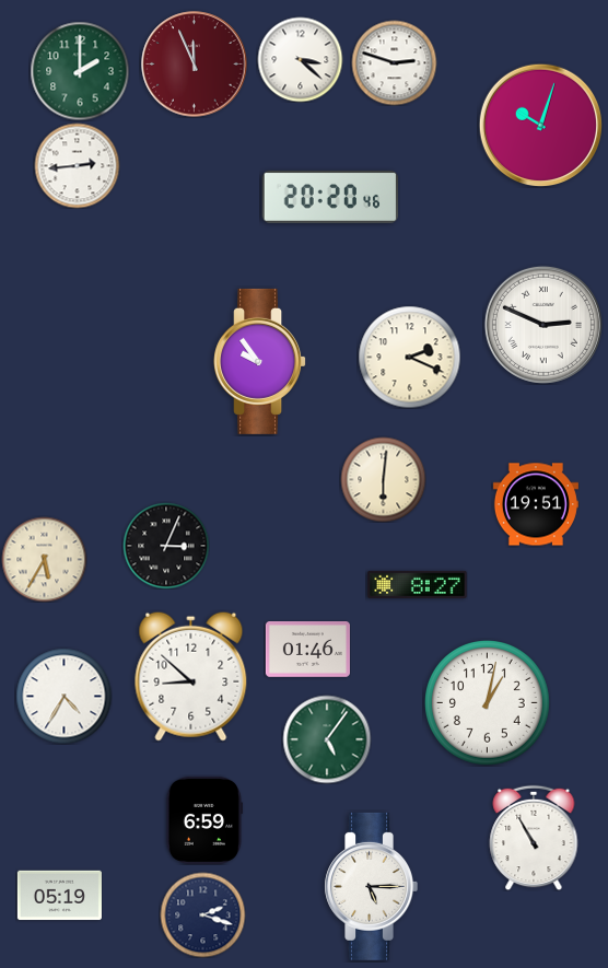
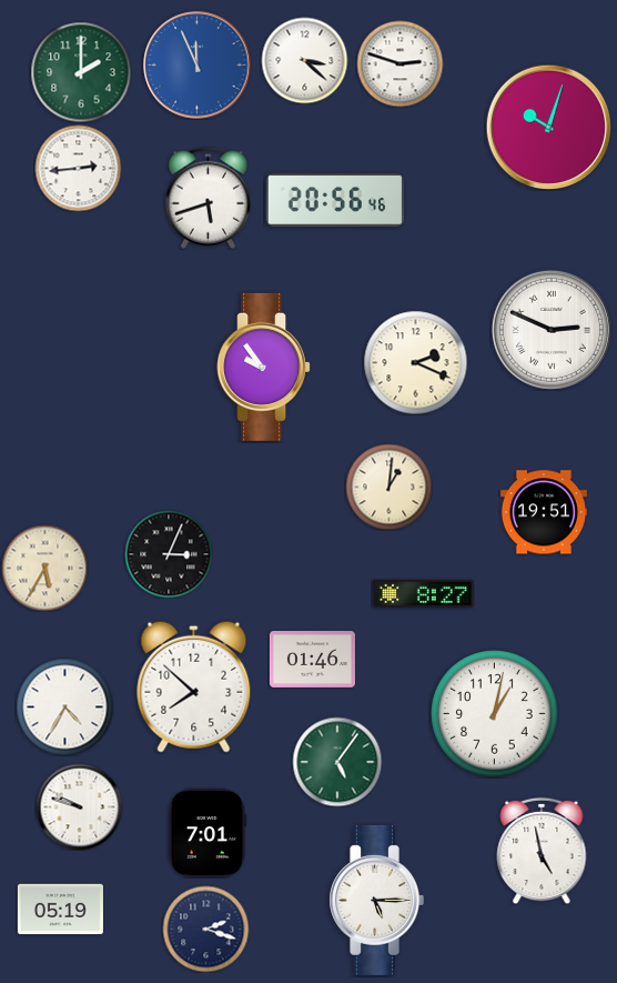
clock at (195, 65) dial: burgundy -> blue
clock at (208, 198): none -> 5:42
clock at (330, 197): 20:20 -> 20:56
clock at (383, 479): 6:01 -> 1:01
clock at (191, 676): 8:52 -> 7:52
clock at (327, 739) position: (327, 739) -> (337, 762)
clock at (79, 806): none -> 9:48
clock at (204, 820): 6:59 -> 7:01
clock at (534, 838): 10:55 -> 4:58
